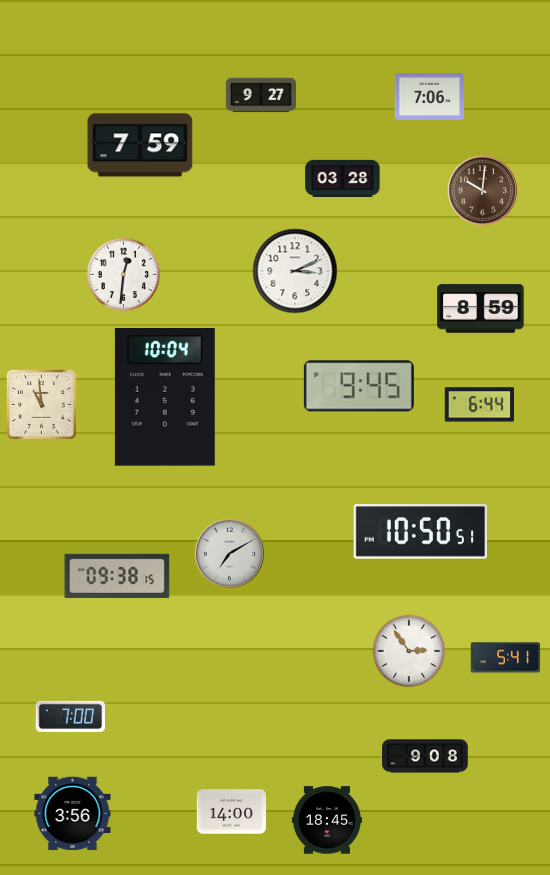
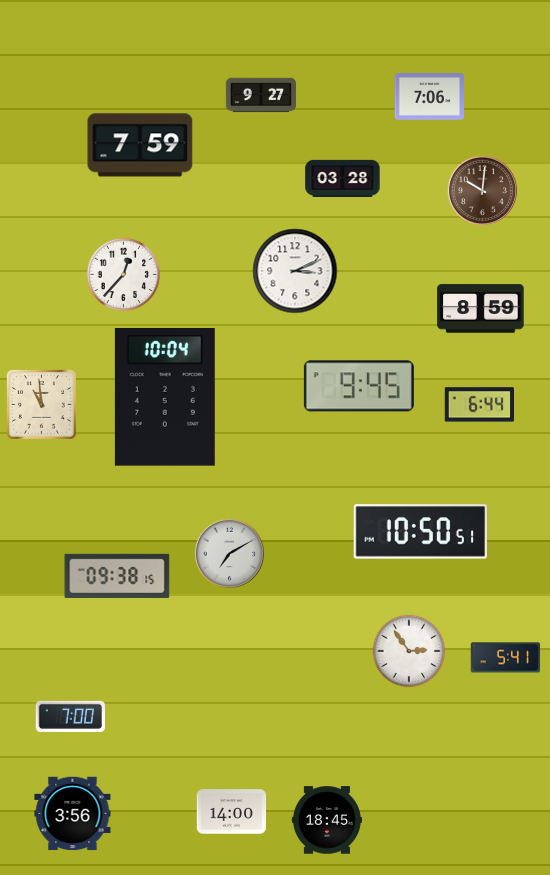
clock at (124, 275): 12:31 -> 12:37
clock at (425, 756): 9:08 -> none
